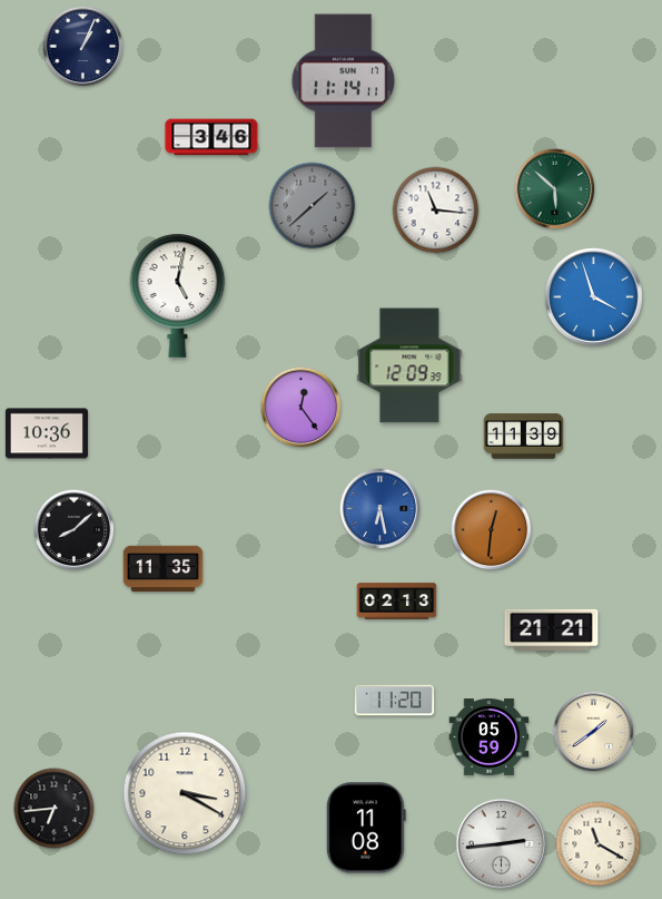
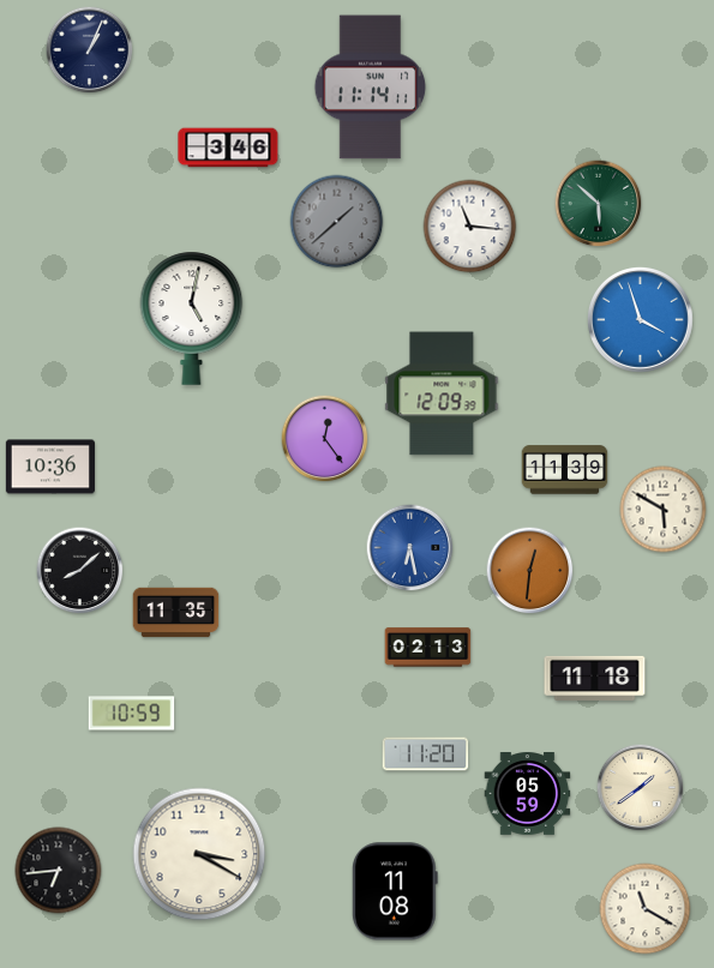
clock at (664, 510): none -> 5:50
clock at (552, 629): 21:21 -> 11:18
clock at (132, 714): none -> 10:59
clock at (501, 843): 2:44 -> none
